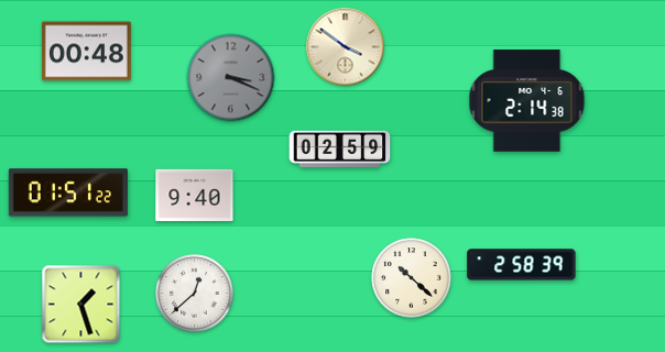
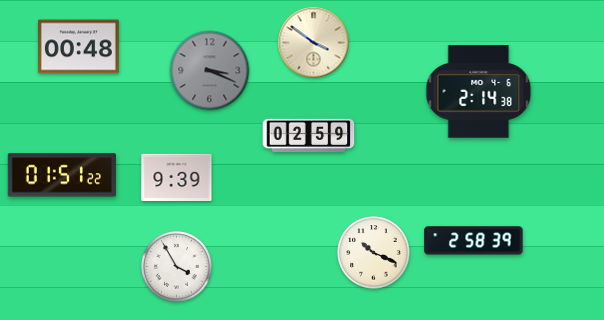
clock at (195, 195): 9:40 -> 9:39
clock at (412, 278): 10:22 -> 10:19
clock at (195, 294): 12:38 -> 3:55
clock at (81, 305): 1:27 -> none
